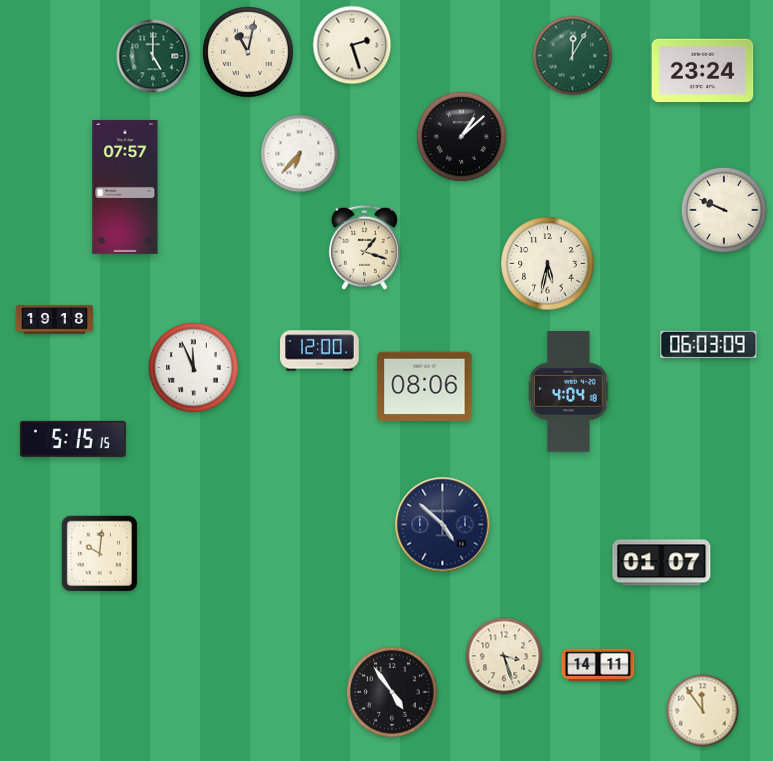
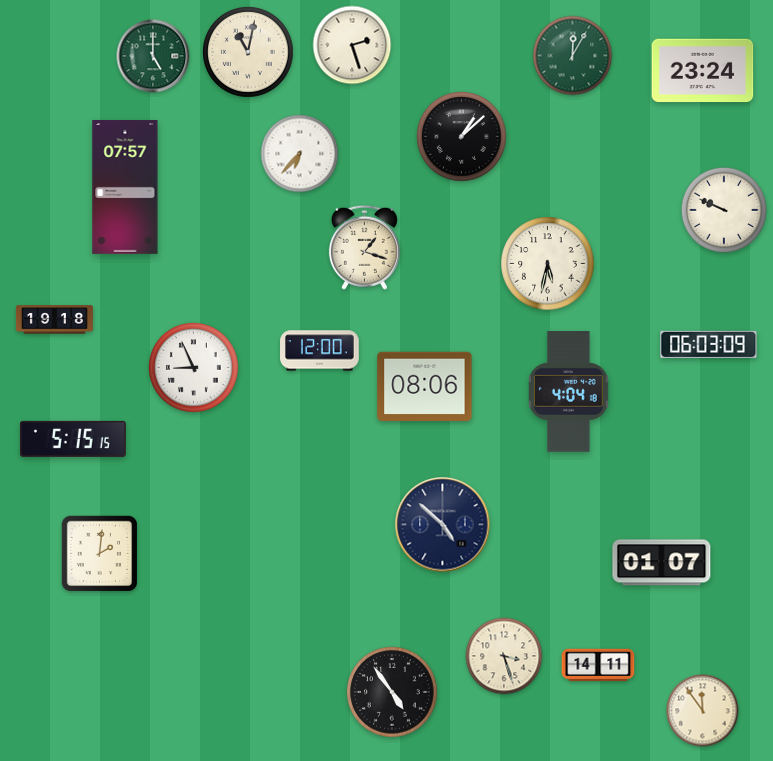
clock at (194, 368): 11:56 -> 8:56
clock at (100, 554): 10:01 -> 2:01
